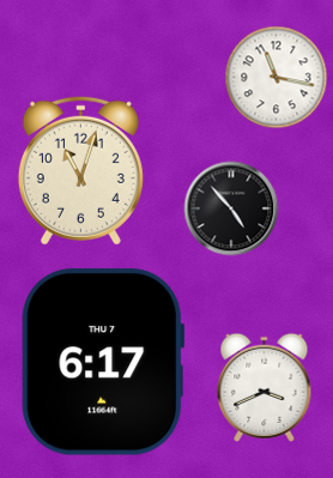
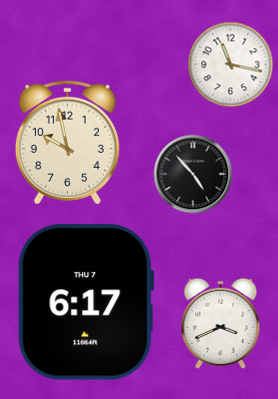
clock at (80, 170): 11:03 -> 9:58
